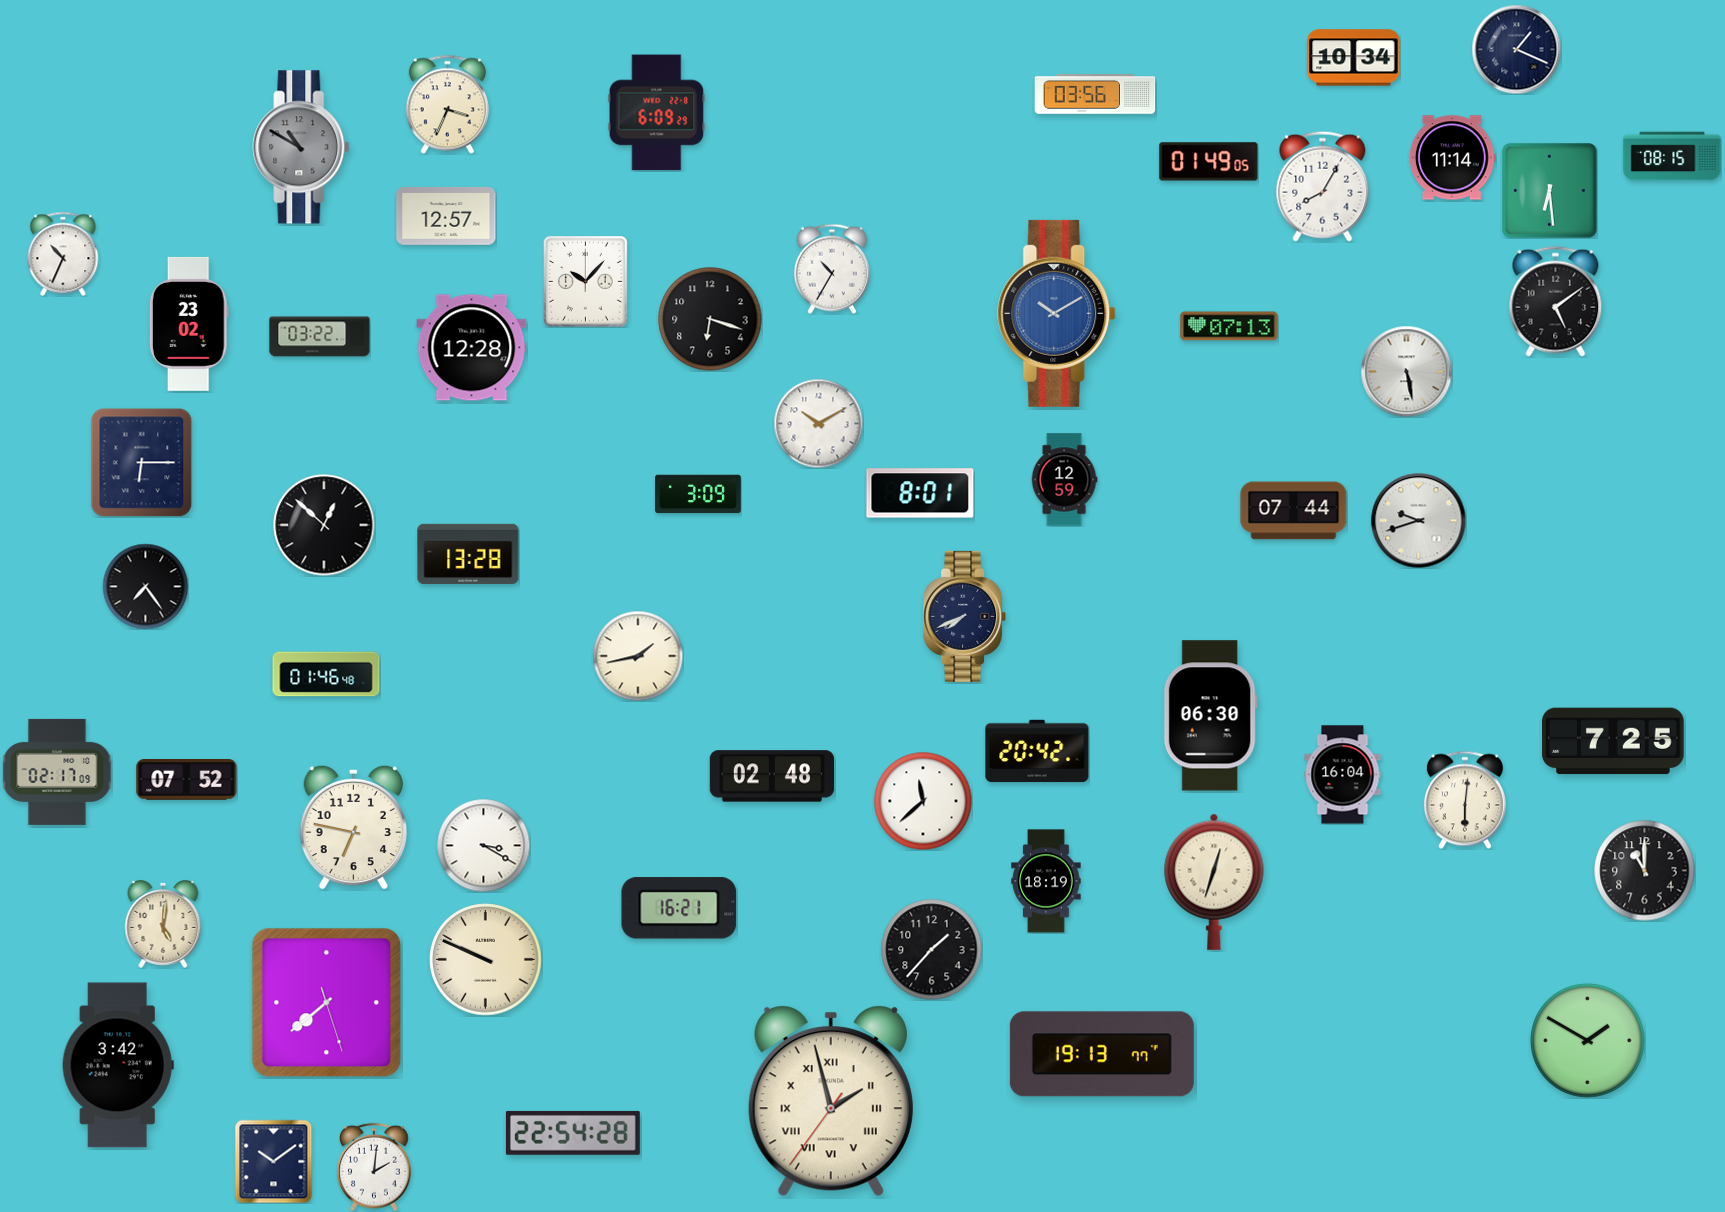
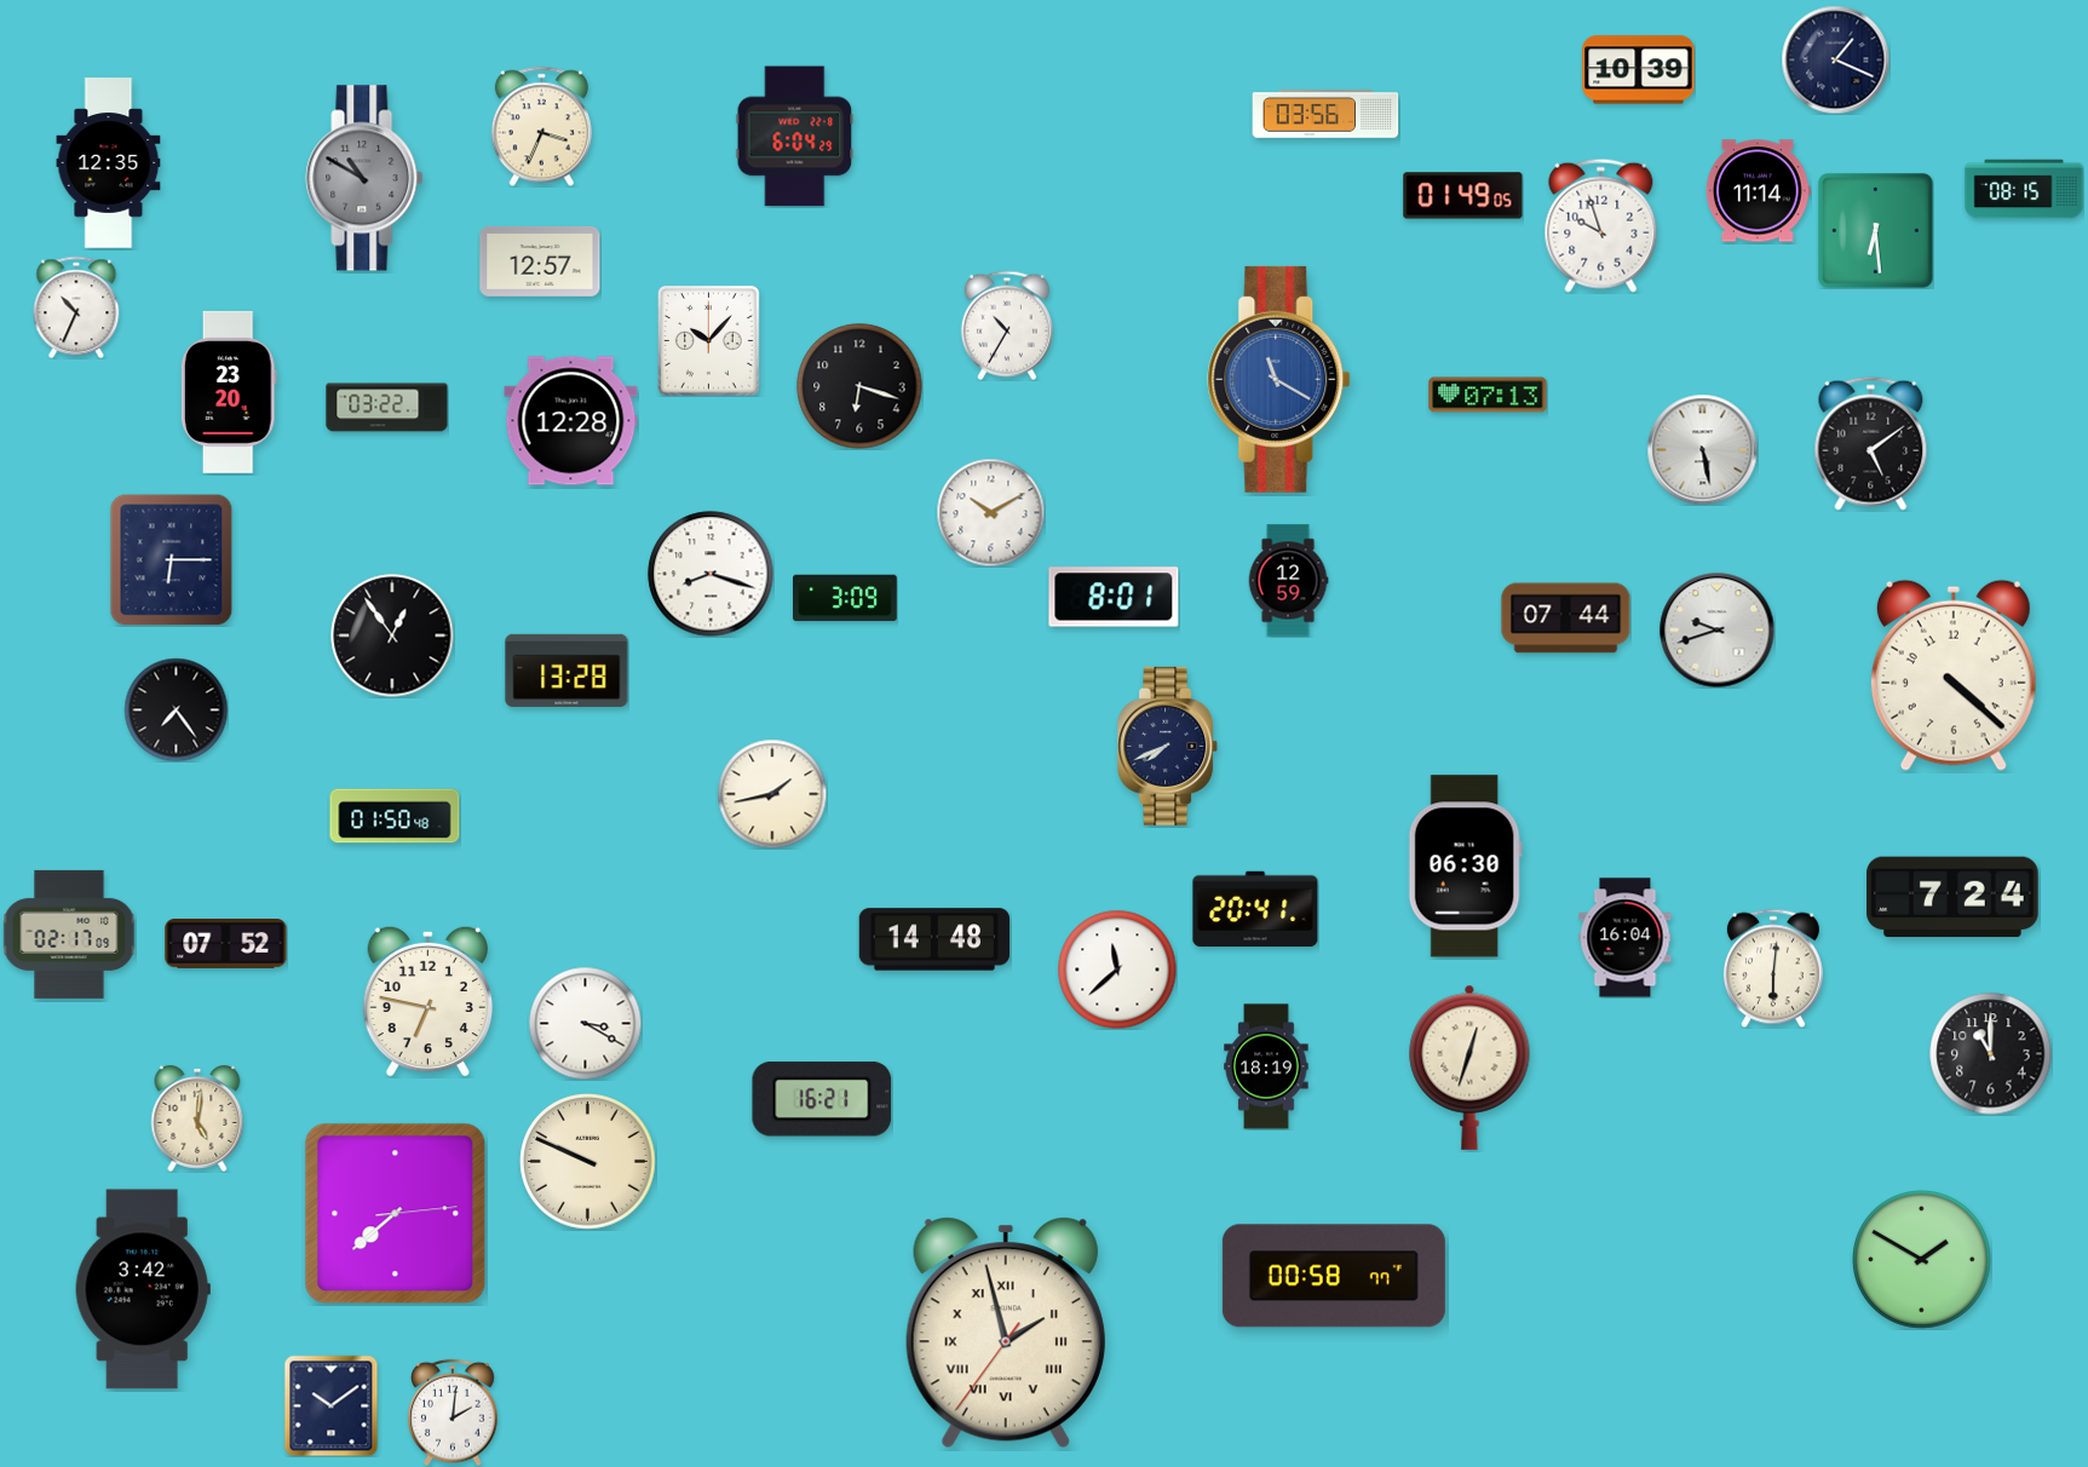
clock at (1354, 58): 10:34 -> 10:39
clock at (657, 113): 6:09 -> 6:04
clock at (109, 163): none -> 12:35
clock at (1323, 186): 8:05 -> 9:57
clock at (1556, 301) position: (1556, 301) -> (1871, 443)
clock at (1057, 313): 10:10 -> 11:20
clock at (189, 324): 23:02 -> 23:20
clock at (711, 574): none -> 8:18
clock at (324, 525): 12:52 -> 12:54
clock at (1954, 675): none -> 4:22
clock at (326, 674): 01:46 -> 01:50
clock at (1613, 741): 7:25 -> 7:24
clock at (1037, 751): 20:42 -> 20:41
clock at (772, 776): 02:48 -> 14:48
clock at (932, 950): 1:37 -> none
clock at (327, 1003): 7:38:27 -> 7:38:14
clock at (1102, 1054): 19:13 -> 00:58
clock at (573, 1133): 22:54 -> none
